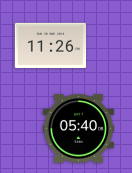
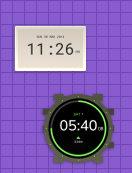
clock at (51, 46) position: (51, 46) -> (51, 49)
